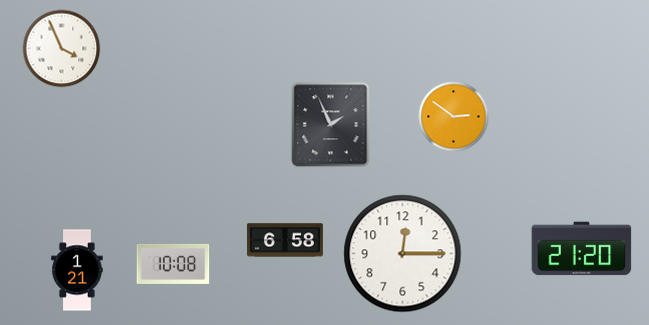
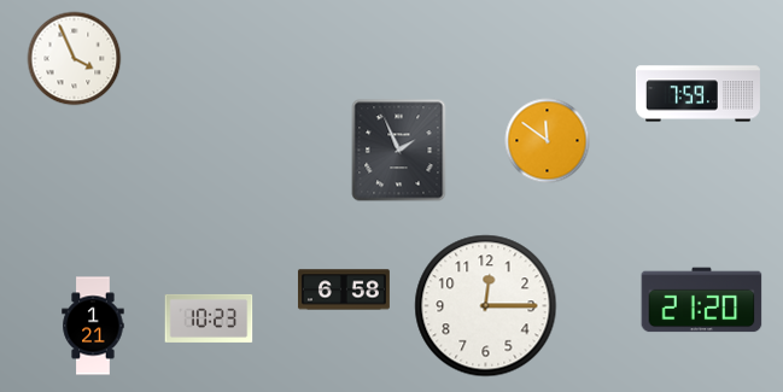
clock at (697, 94): none -> 7:59
clock at (454, 117): 2:51 -> 11:51
clock at (173, 264): 10:08 -> 10:23
